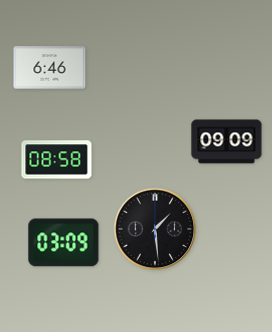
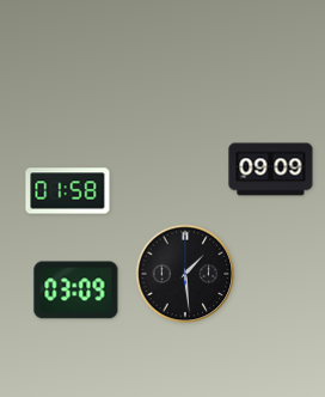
clock at (50, 68): 6:46 -> none
clock at (57, 160): 08:58 -> 01:58
